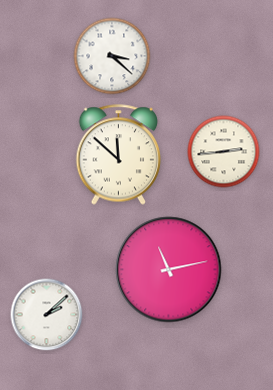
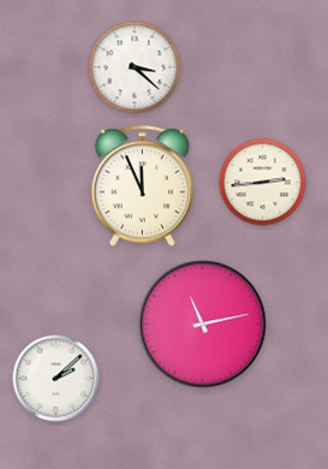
clock at (224, 152) position: (224, 152) -> (263, 183)
clock at (119, 155): 11:52 -> 11:56
